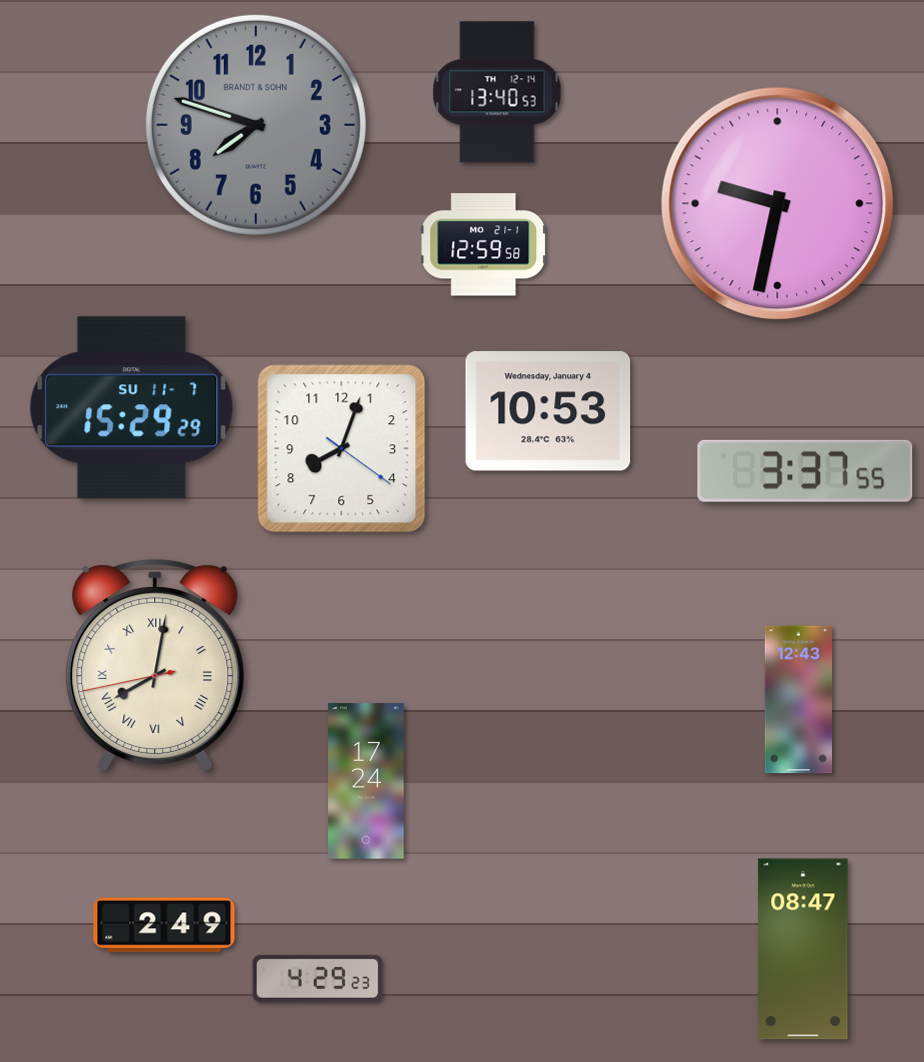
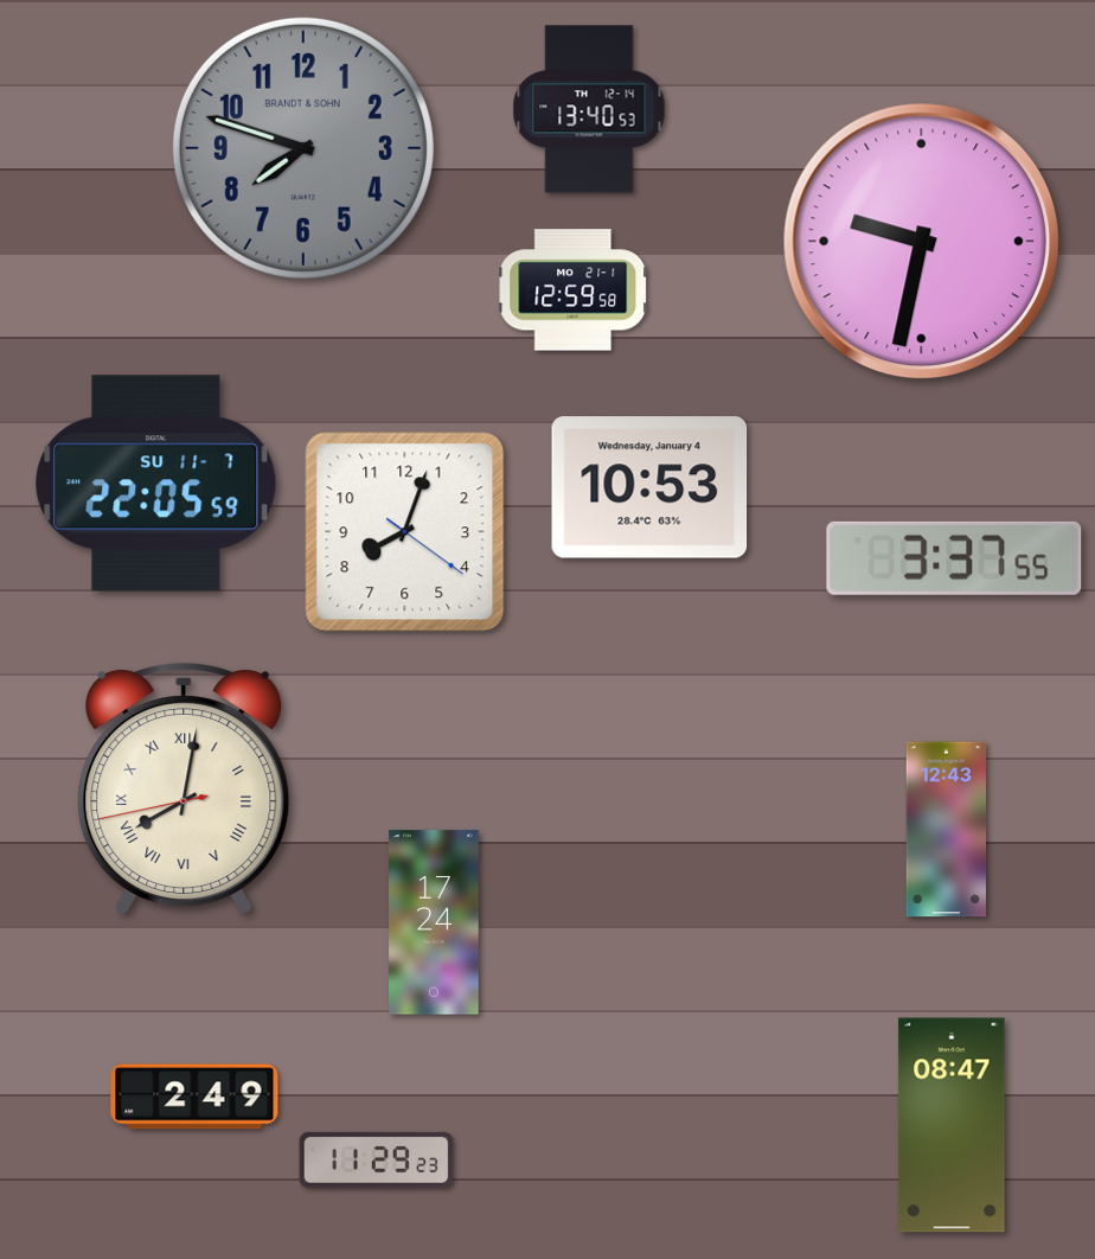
clock at (132, 408): 15:29 -> 22:05
clock at (366, 781) position: (366, 781) -> (434, 922)
clock at (318, 978): 4:29 -> 11:29
